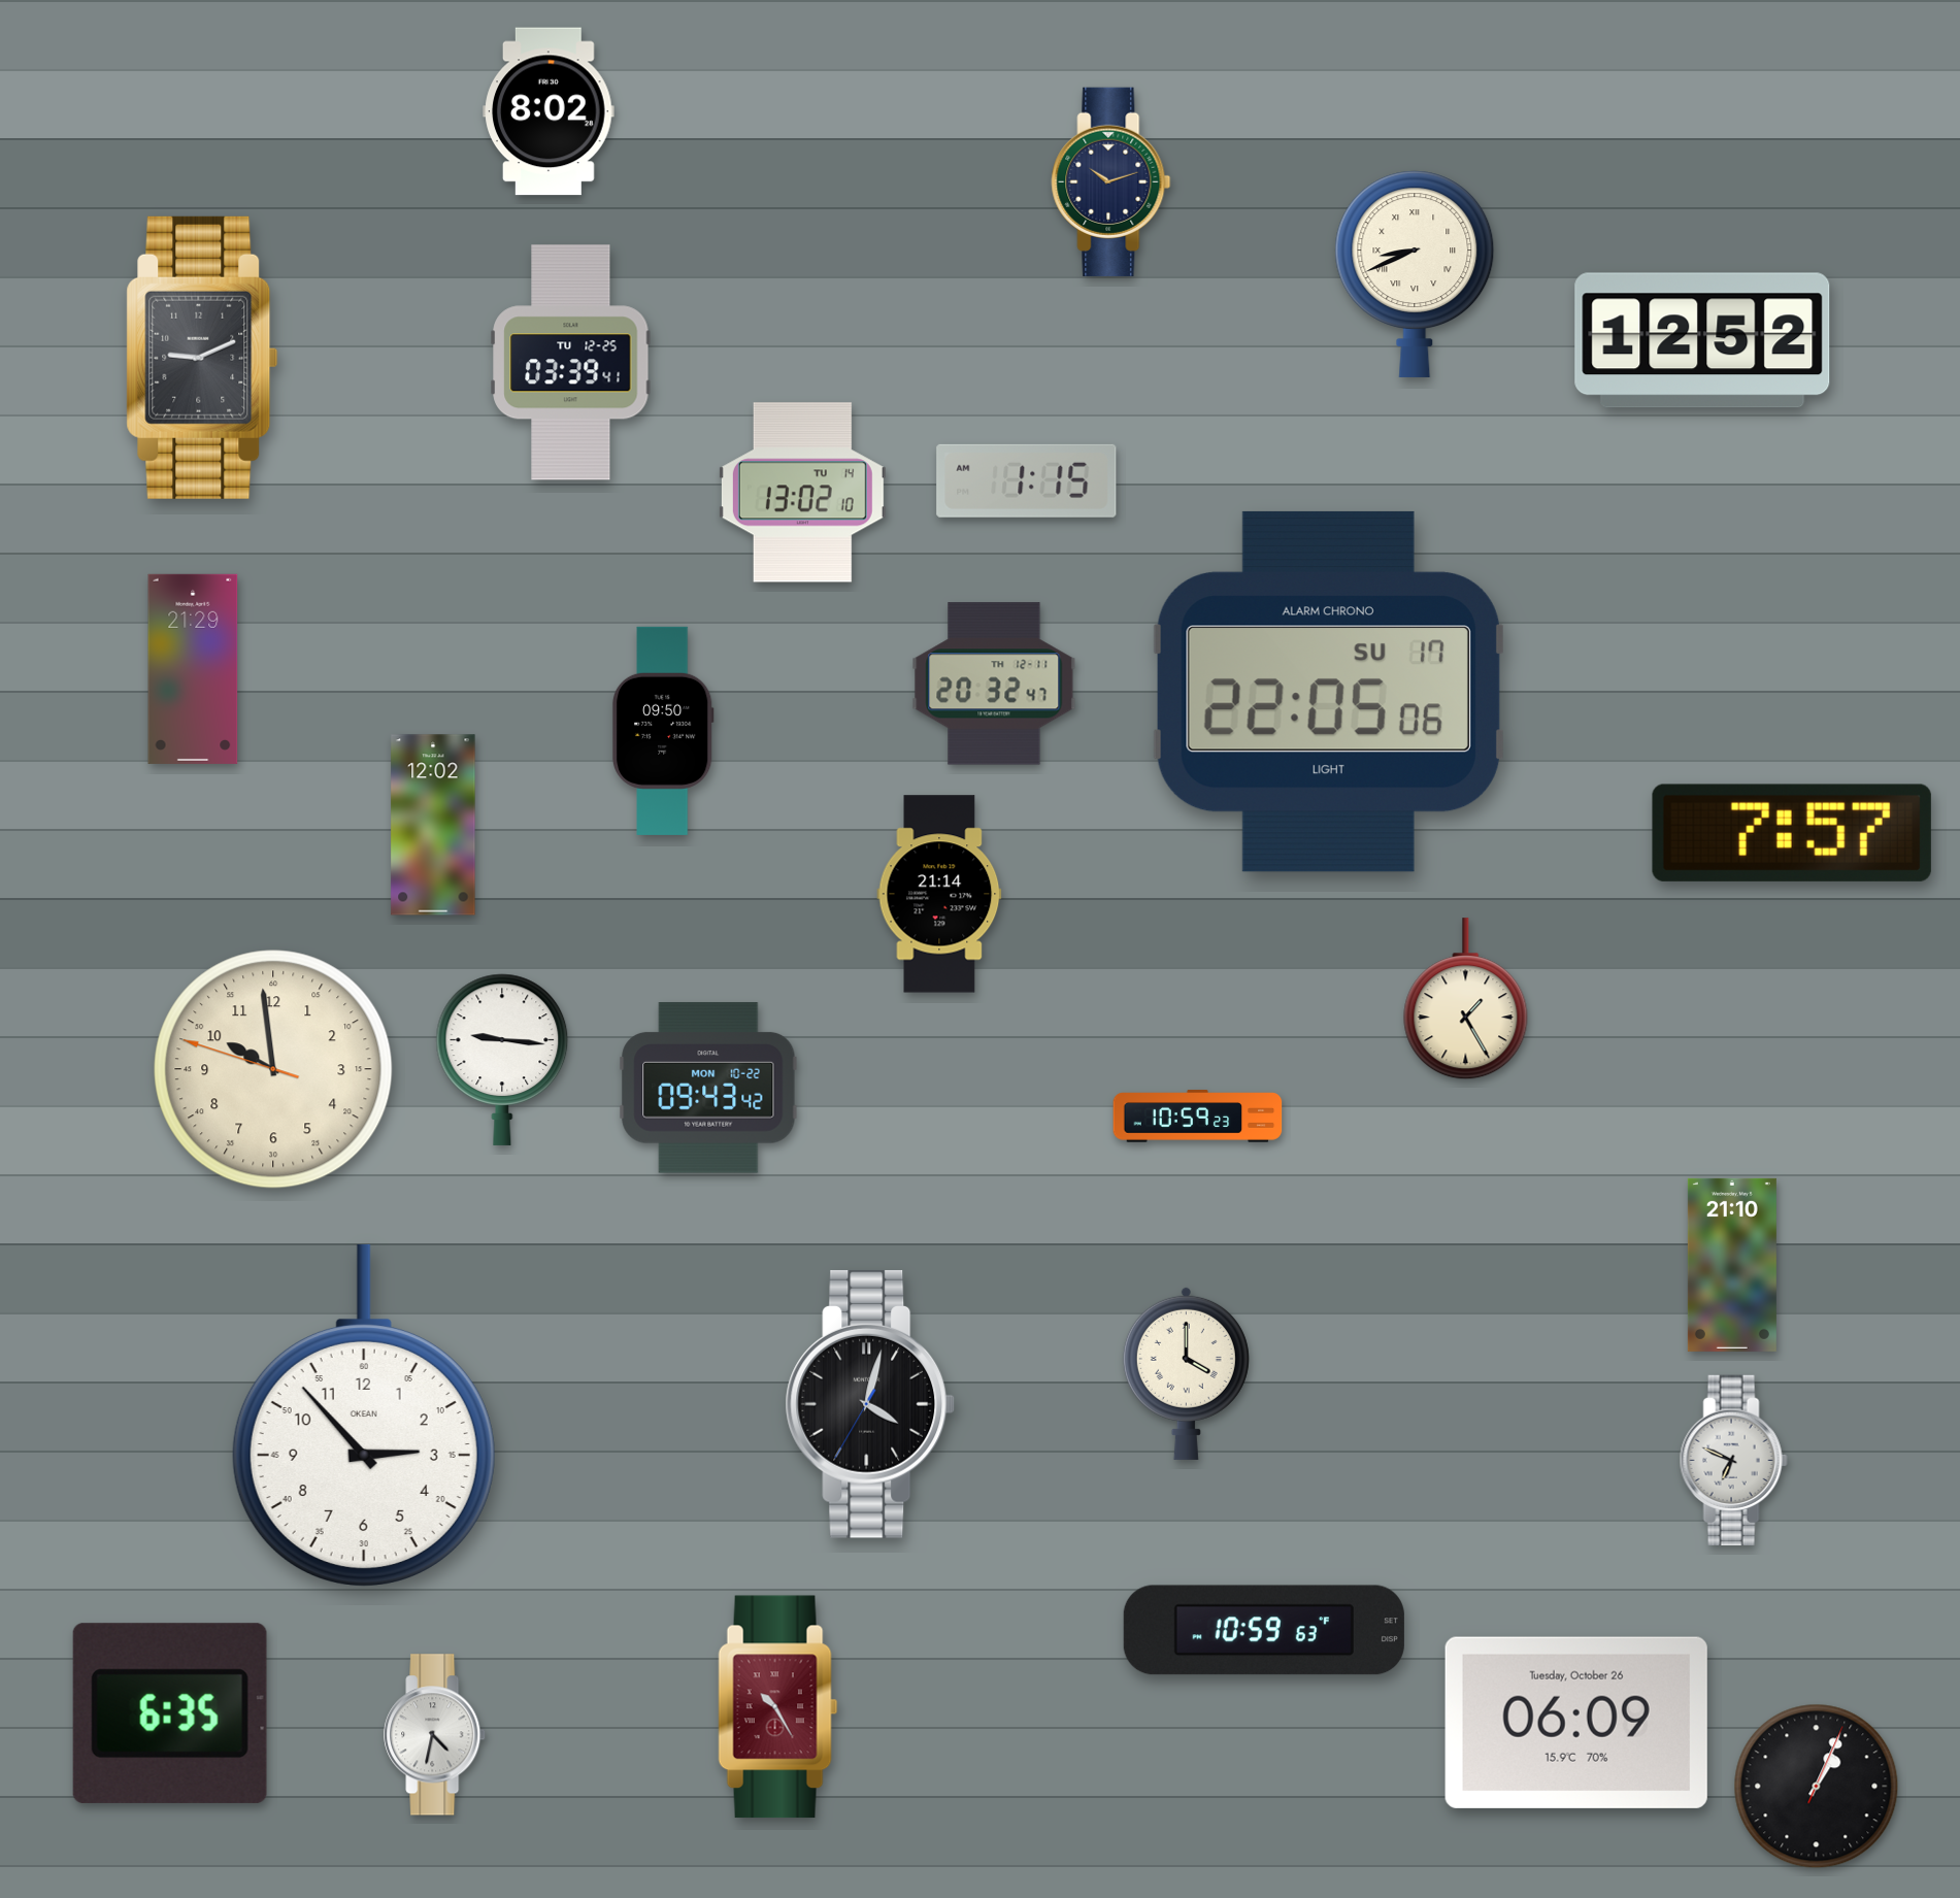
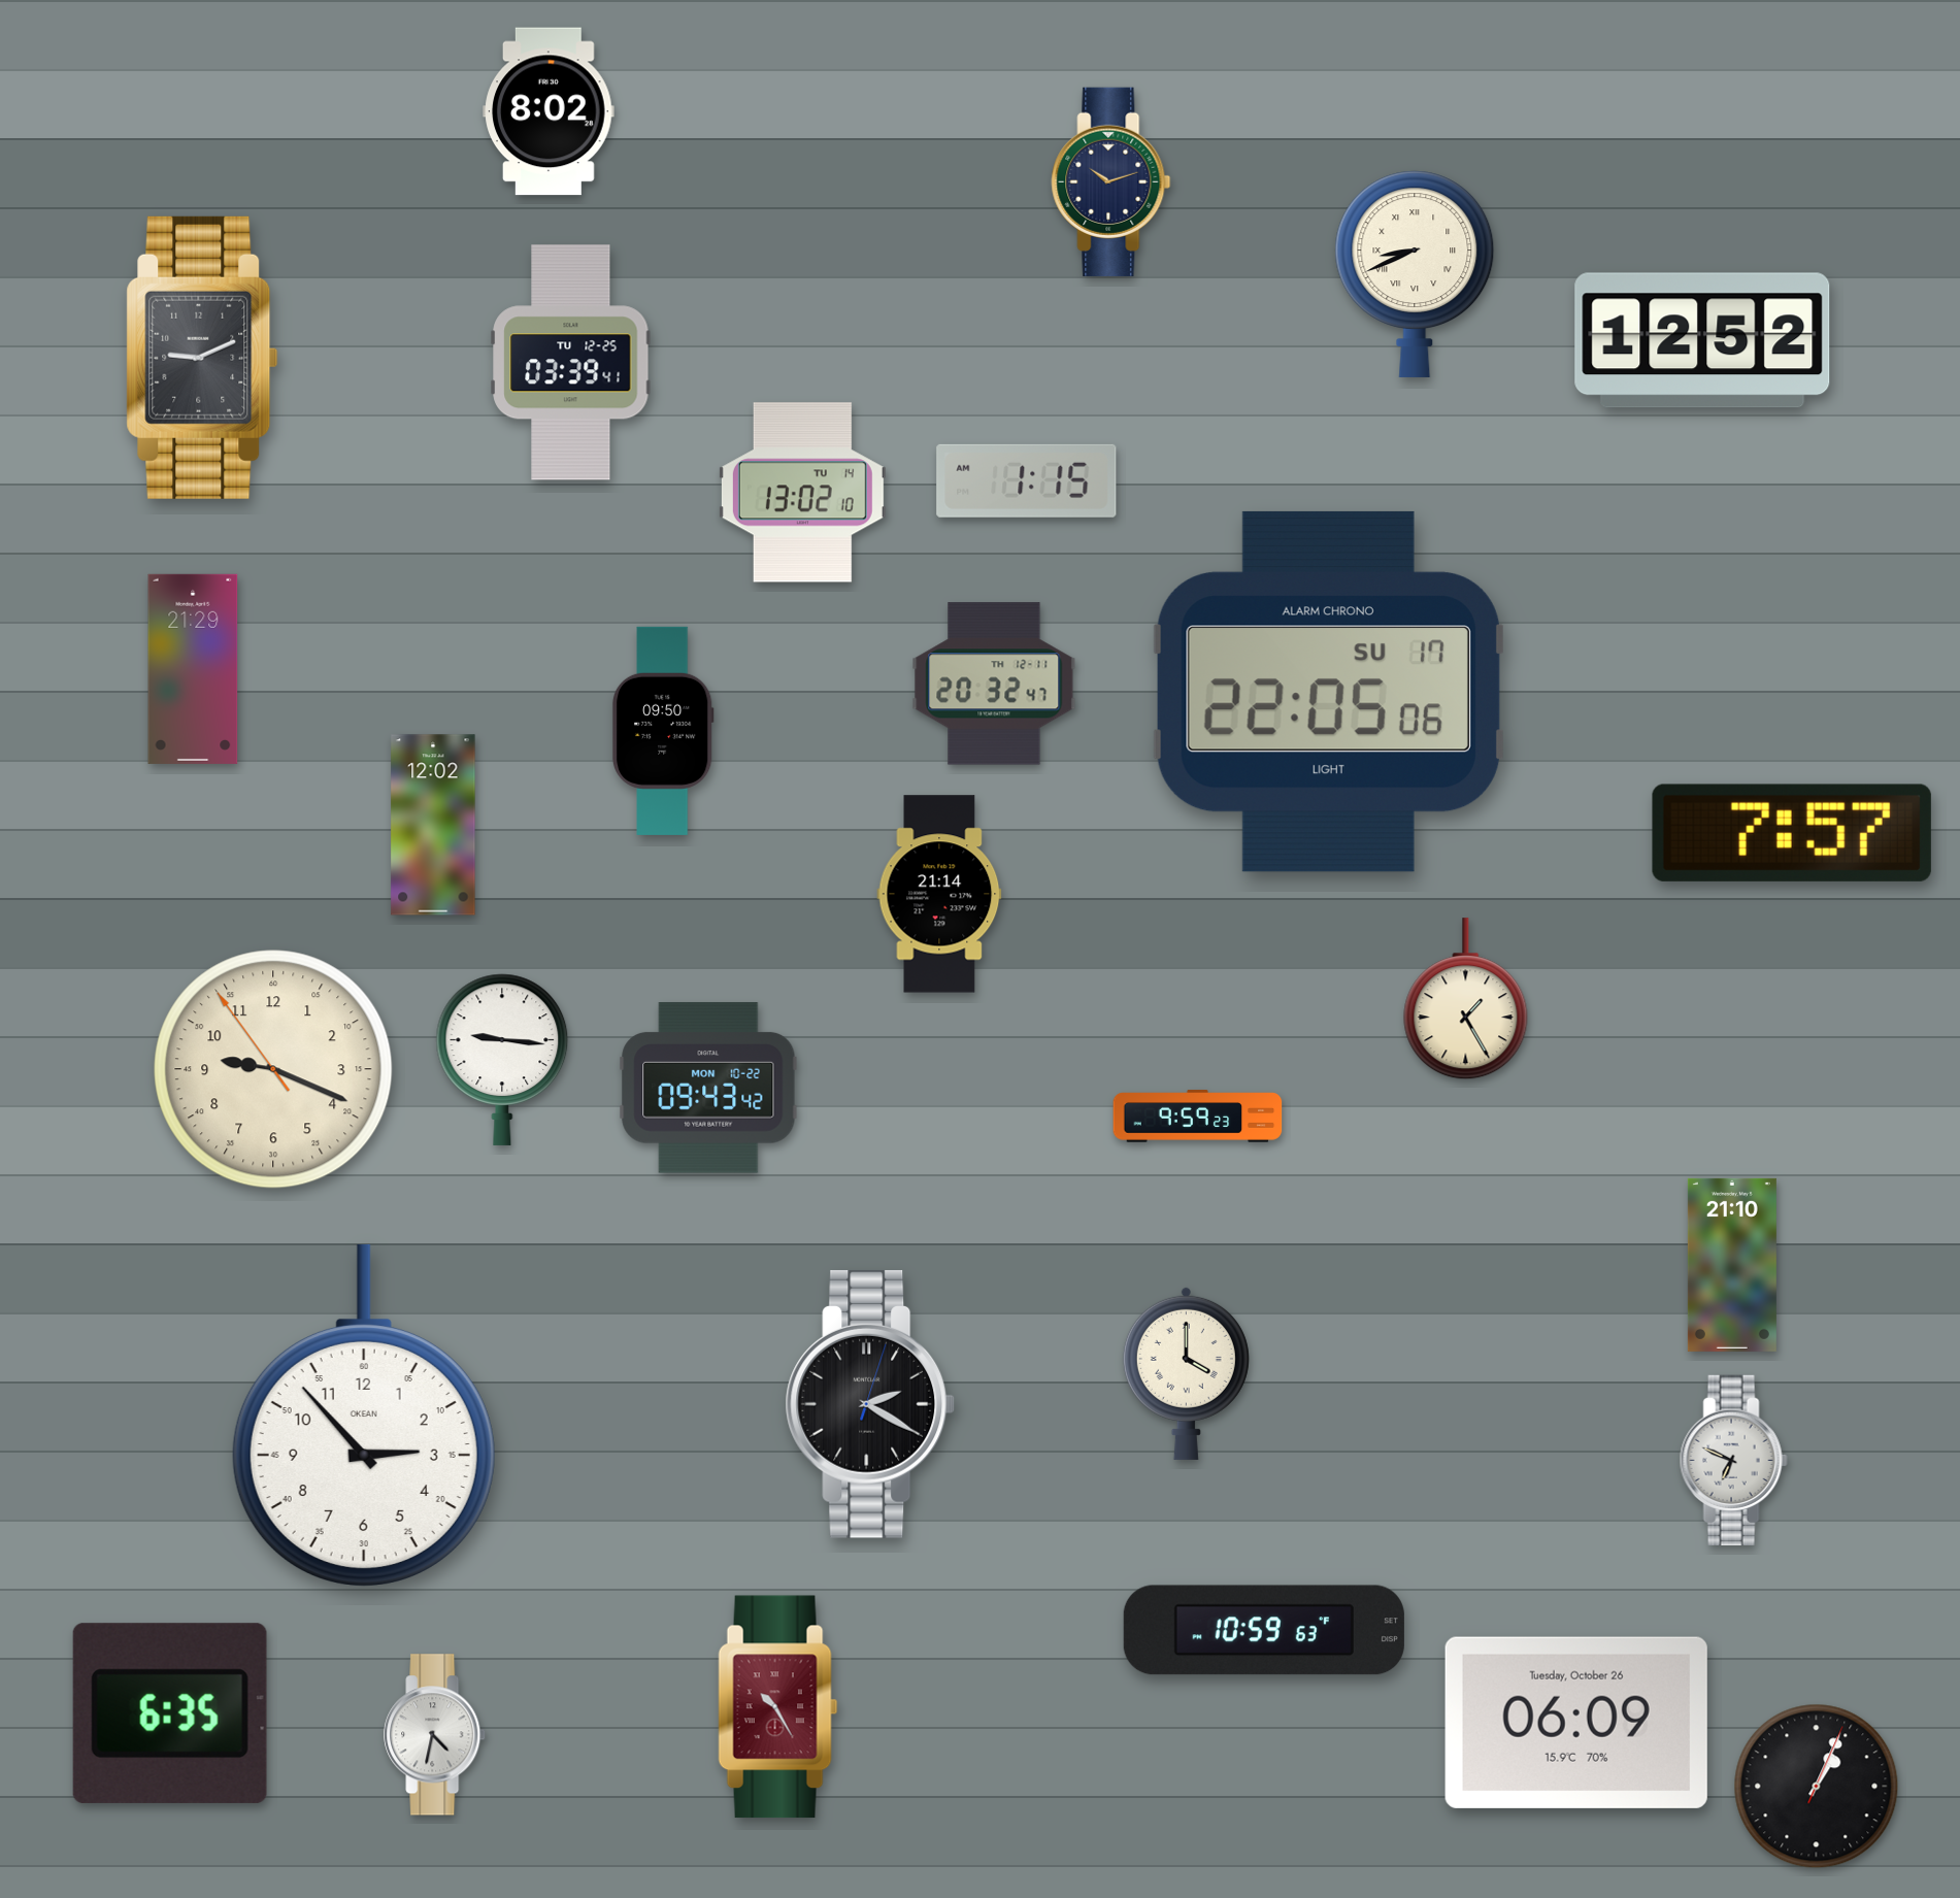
clock at (273, 1069): 9:58 -> 9:18
clock at (1198, 1117): 10:59 -> 9:59
clock at (870, 1404): 4:02 -> 2:20
